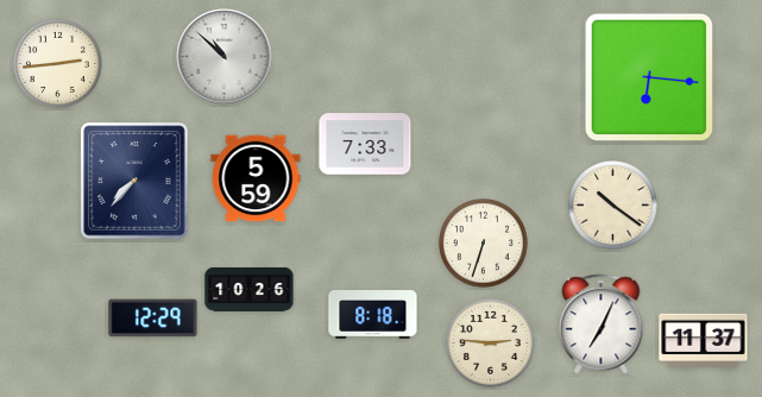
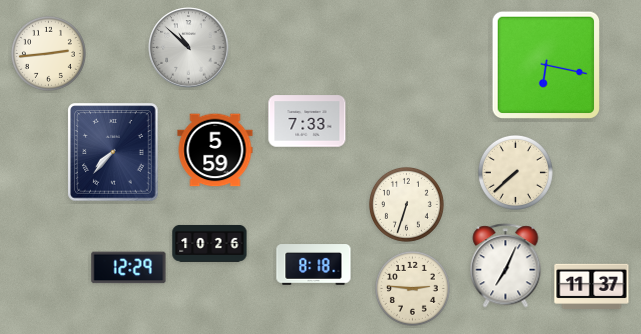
clock at (649, 77): 6:16 -> 6:17
clock at (612, 204): 10:21 -> 7:38
clock at (602, 324) position: (602, 324) -> (506, 266)
